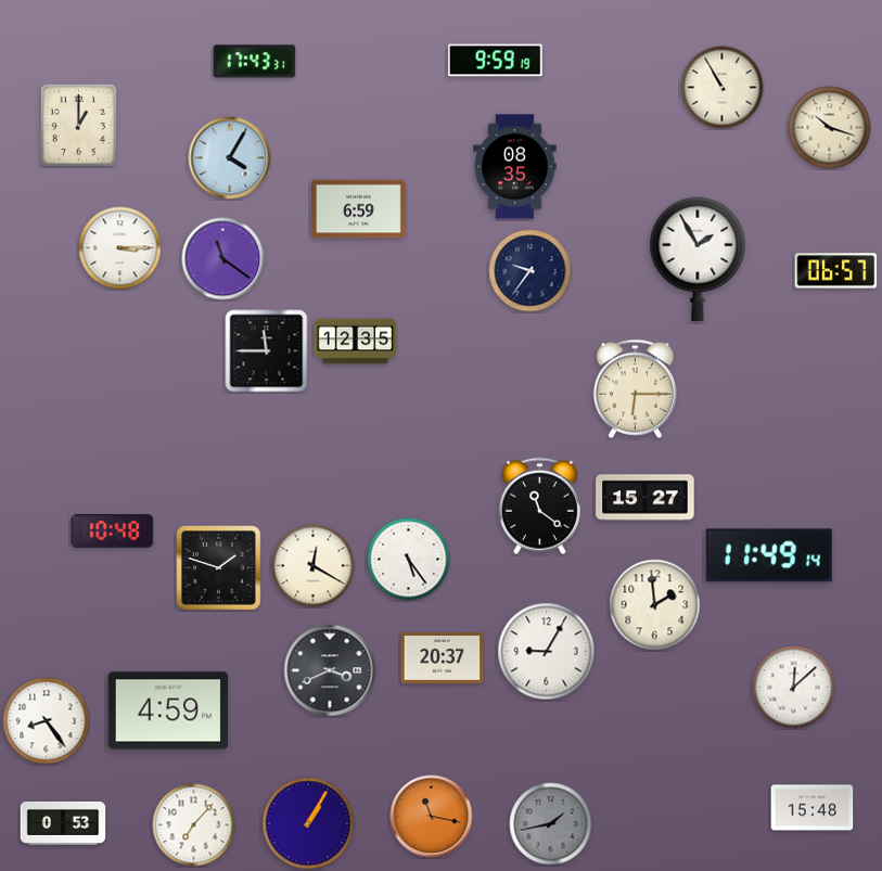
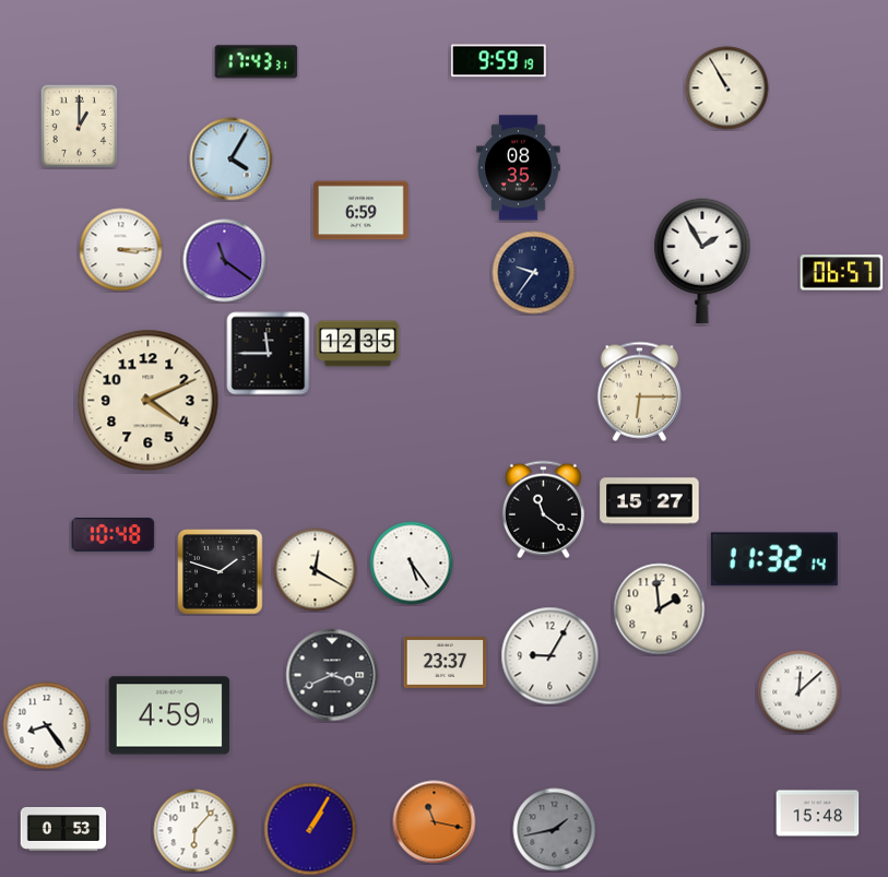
clock at (830, 128): 10:18 -> none
clock at (149, 401): none -> 4:11
clock at (769, 555): 11:49 -> 11:32
clock at (443, 657): 20:37 -> 23:37
clock at (194, 825): 7:07 -> 6:07
